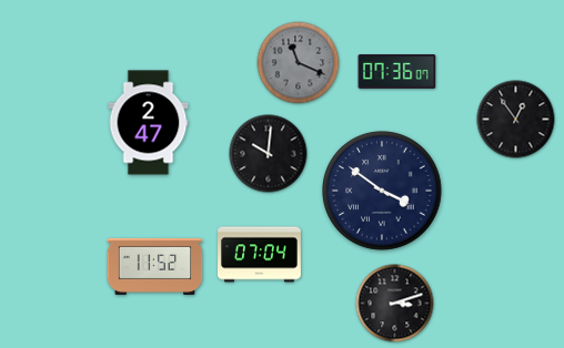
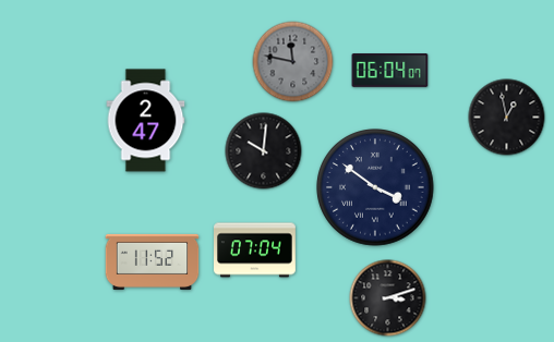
clock at (299, 63): 11:19 -> 11:47
clock at (397, 72): 07:36 -> 06:04
clock at (516, 120): 12:54 -> 12:58
